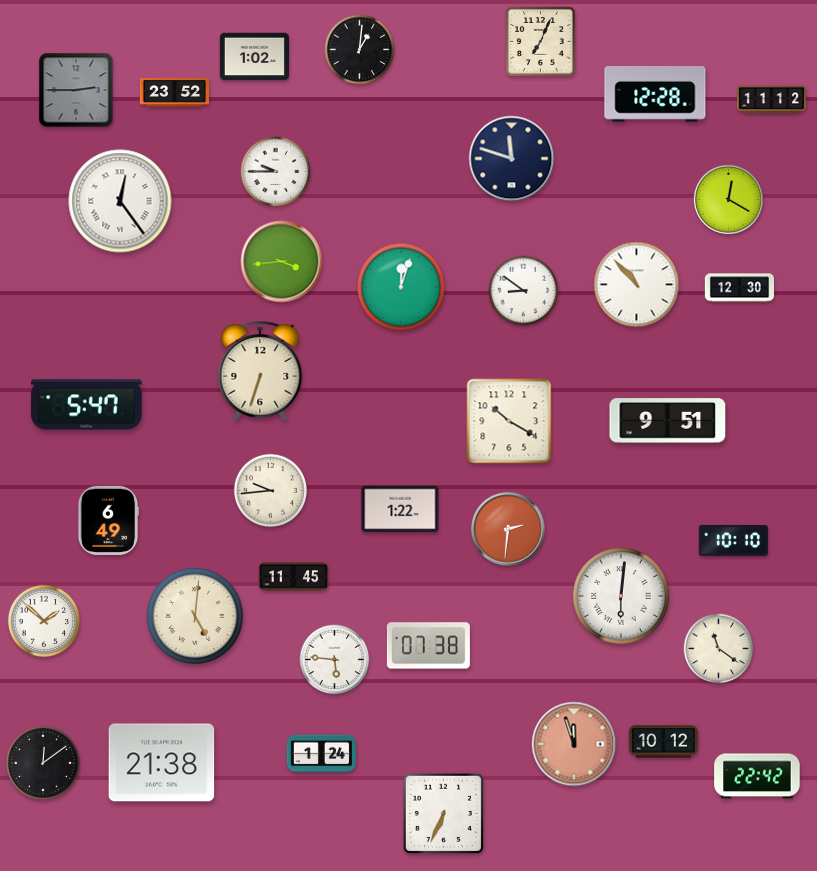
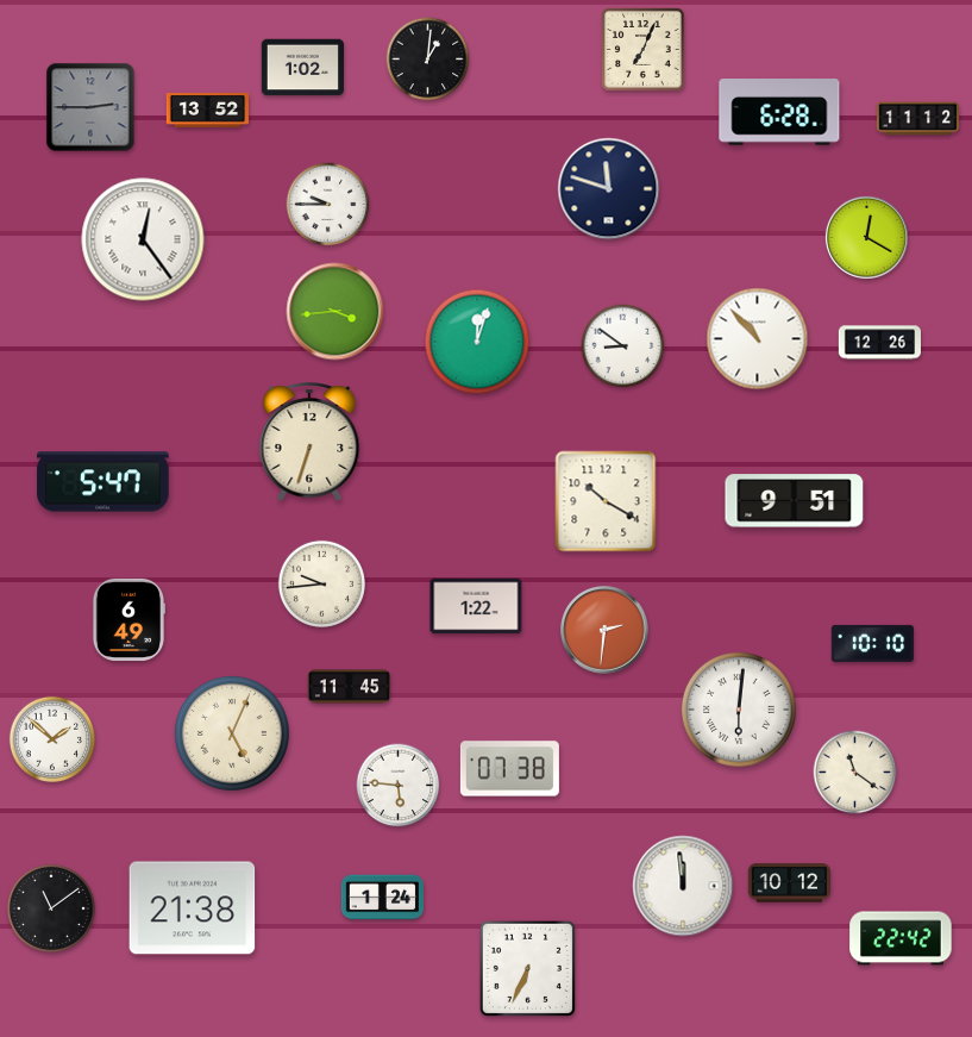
clock at (174, 93): 23:52 -> 13:52
clock at (655, 95): 12:28 -> 6:28
clock at (739, 288): 12:30 -> 12:26
clock at (195, 616): 5:01 -> 5:04
clock at (574, 744): 11:57 -> 11:59
clock at (574, 744) dial: salmon -> white
clock at (43, 763): 12:09 -> 11:09
clock at (757, 776) position: (757, 776) -> (901, 938)
